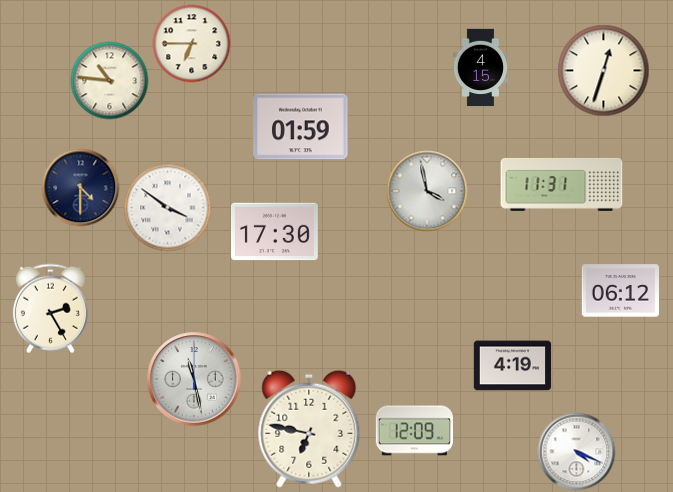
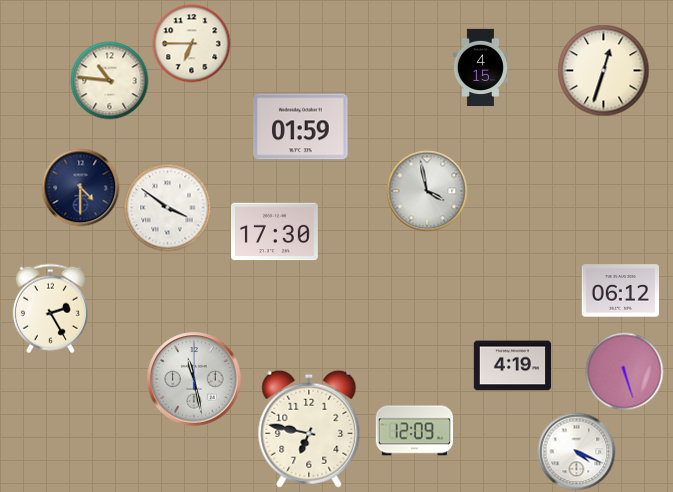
clock at (562, 184): 11:31 -> none
clock at (624, 371): none -> 5:27
